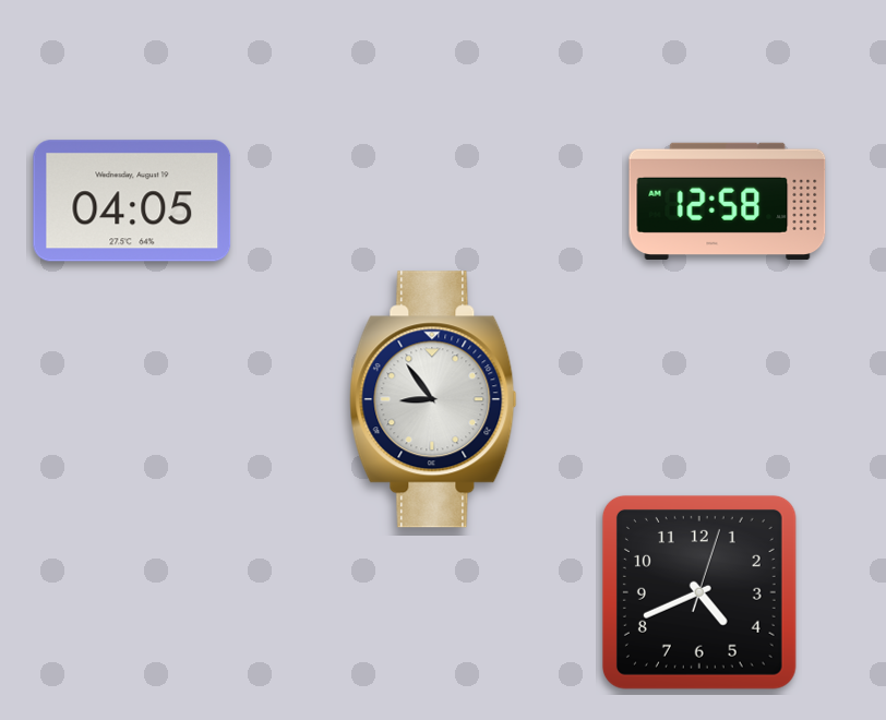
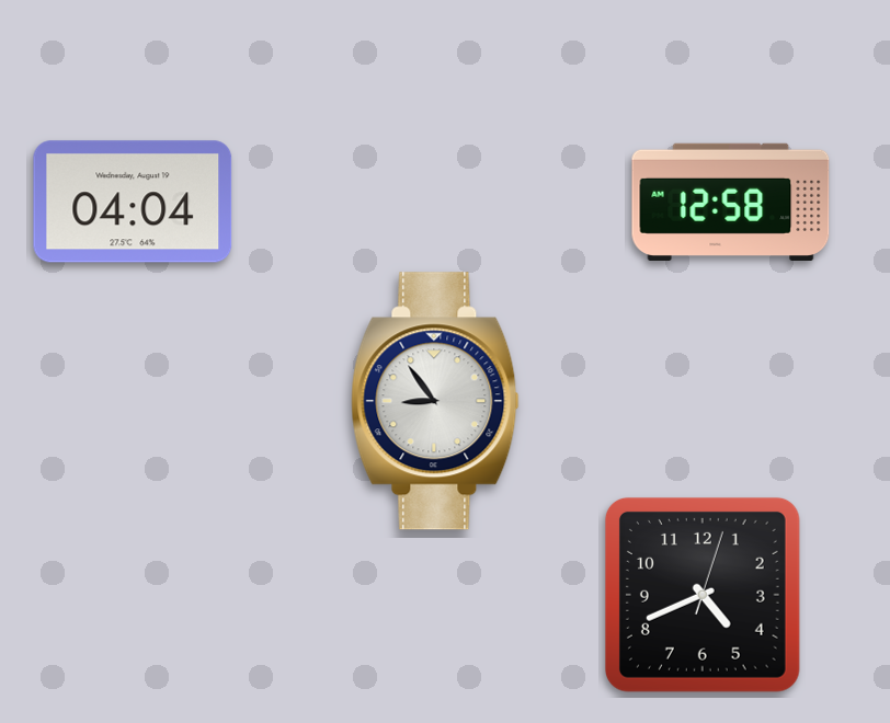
clock at (132, 201): 04:05 -> 04:04
